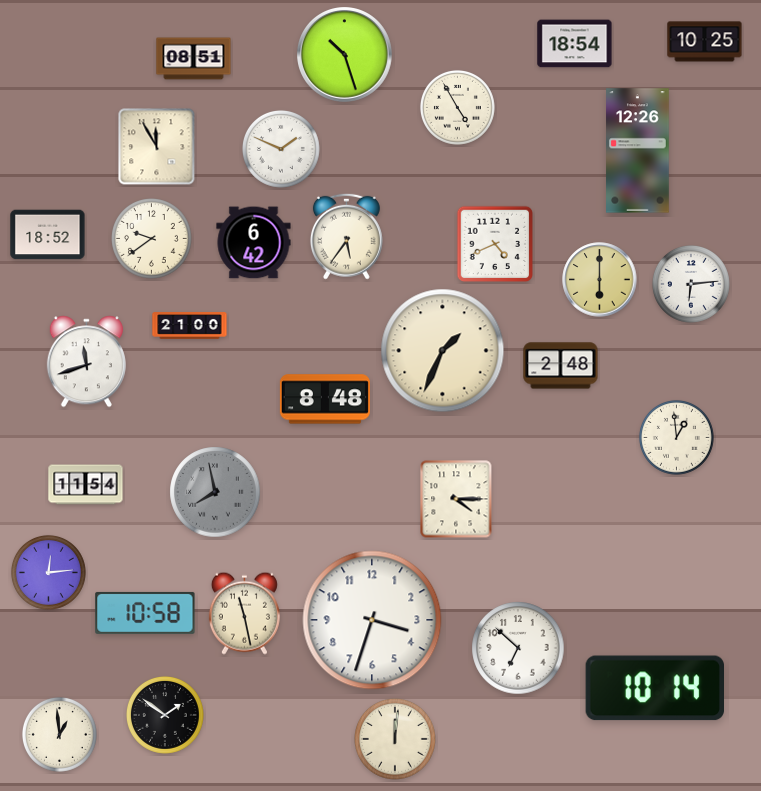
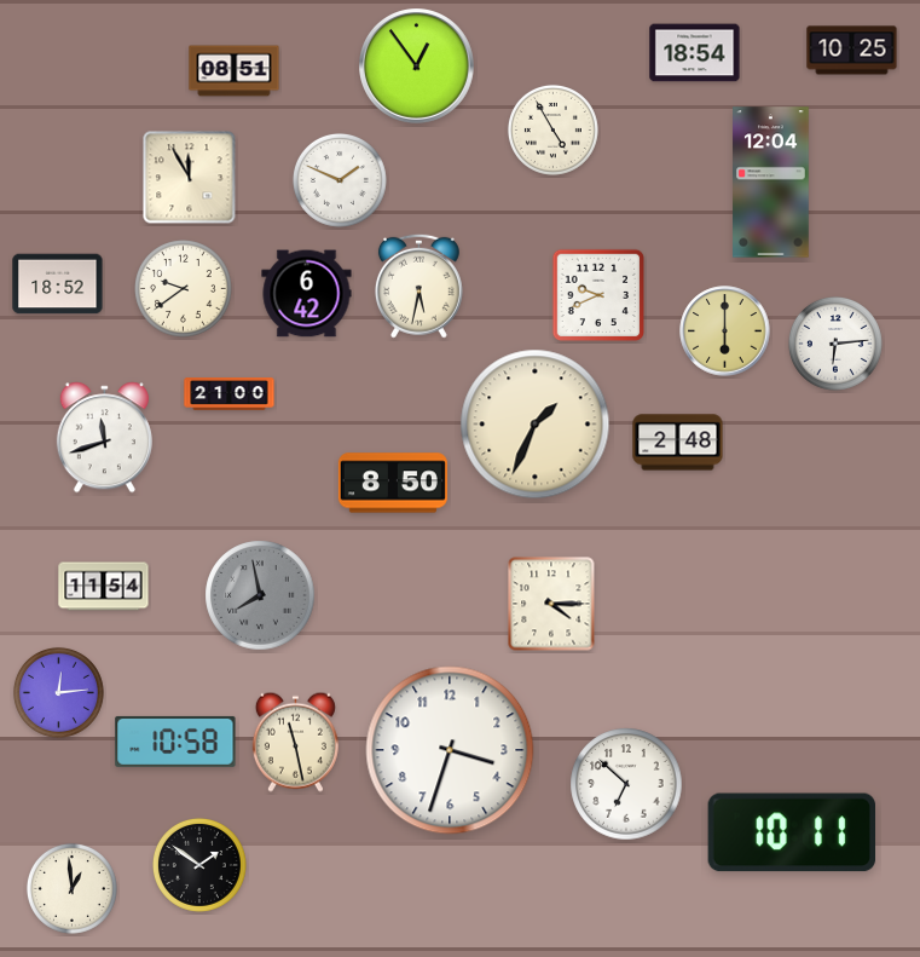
clock at (345, 55): 10:27 -> 12:54
clock at (638, 151): 12:26 -> 12:04
clock at (346, 236): 5:36 -> 5:32
clock at (495, 244): 4:41 -> 9:41
clock at (600, 280) position: (600, 280) -> (725, 332)
clock at (325, 399): 8:48 -> 8:50
clock at (676, 437): 12:59 -> none
clock at (654, 688): 10:14 -> 10:11
clock at (396, 740): 12:01 -> none
